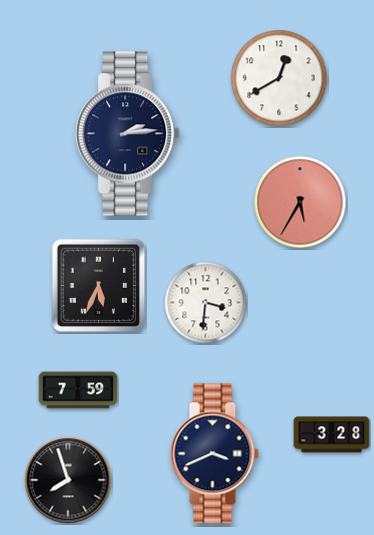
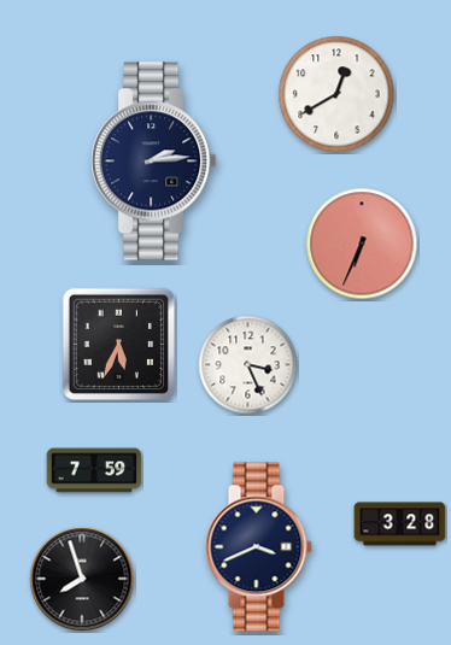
clock at (300, 202): 5:35 -> 6:34
clock at (206, 303): 3:31 -> 3:26
